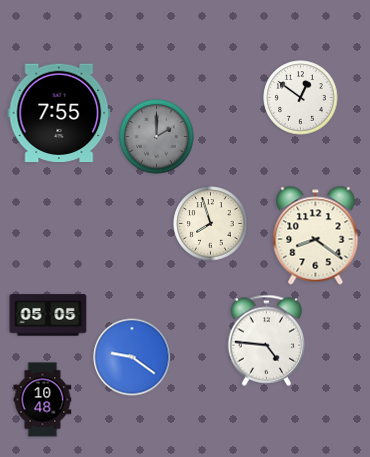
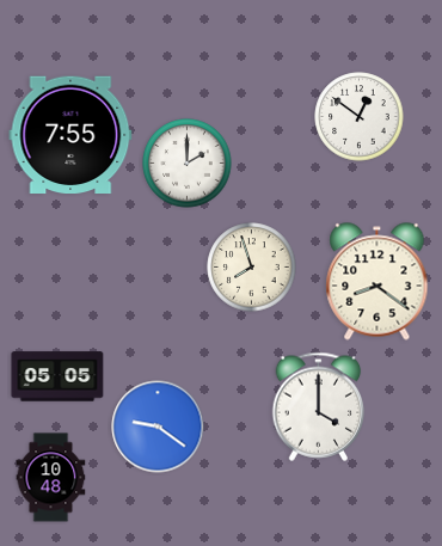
clock at (157, 137) dial: grey -> white
clock at (267, 340): 4:46 -> 4:00
